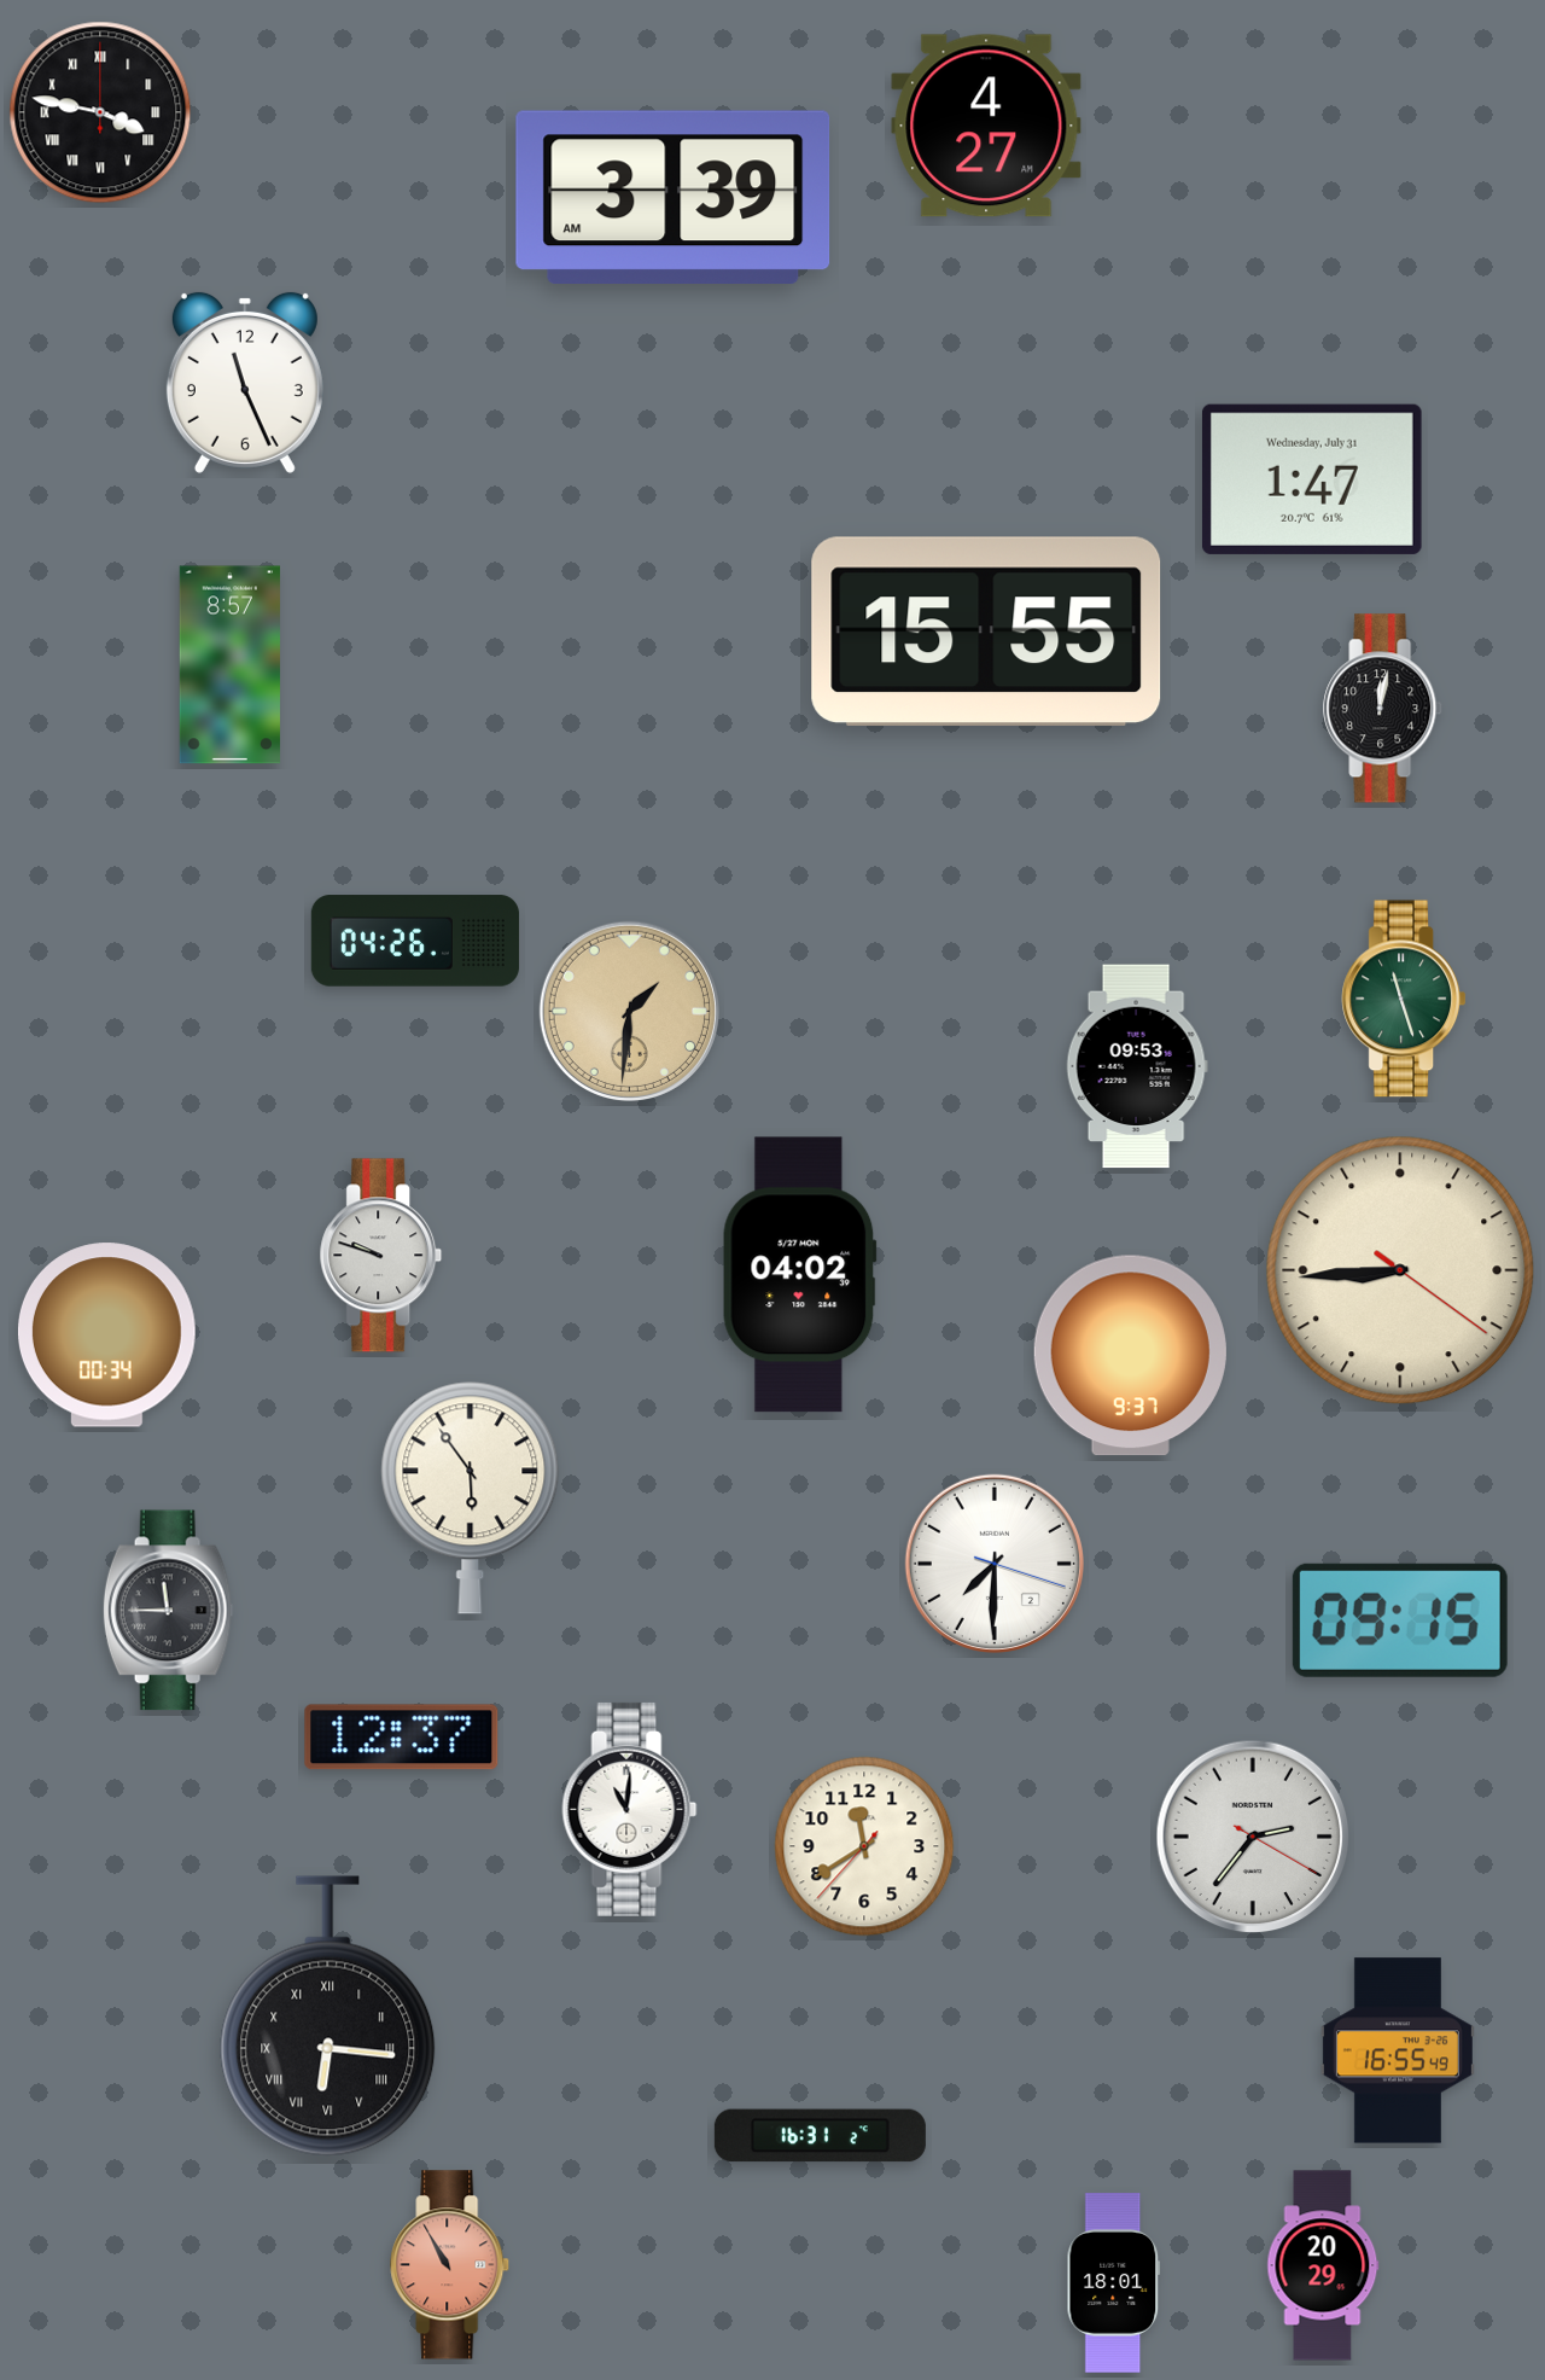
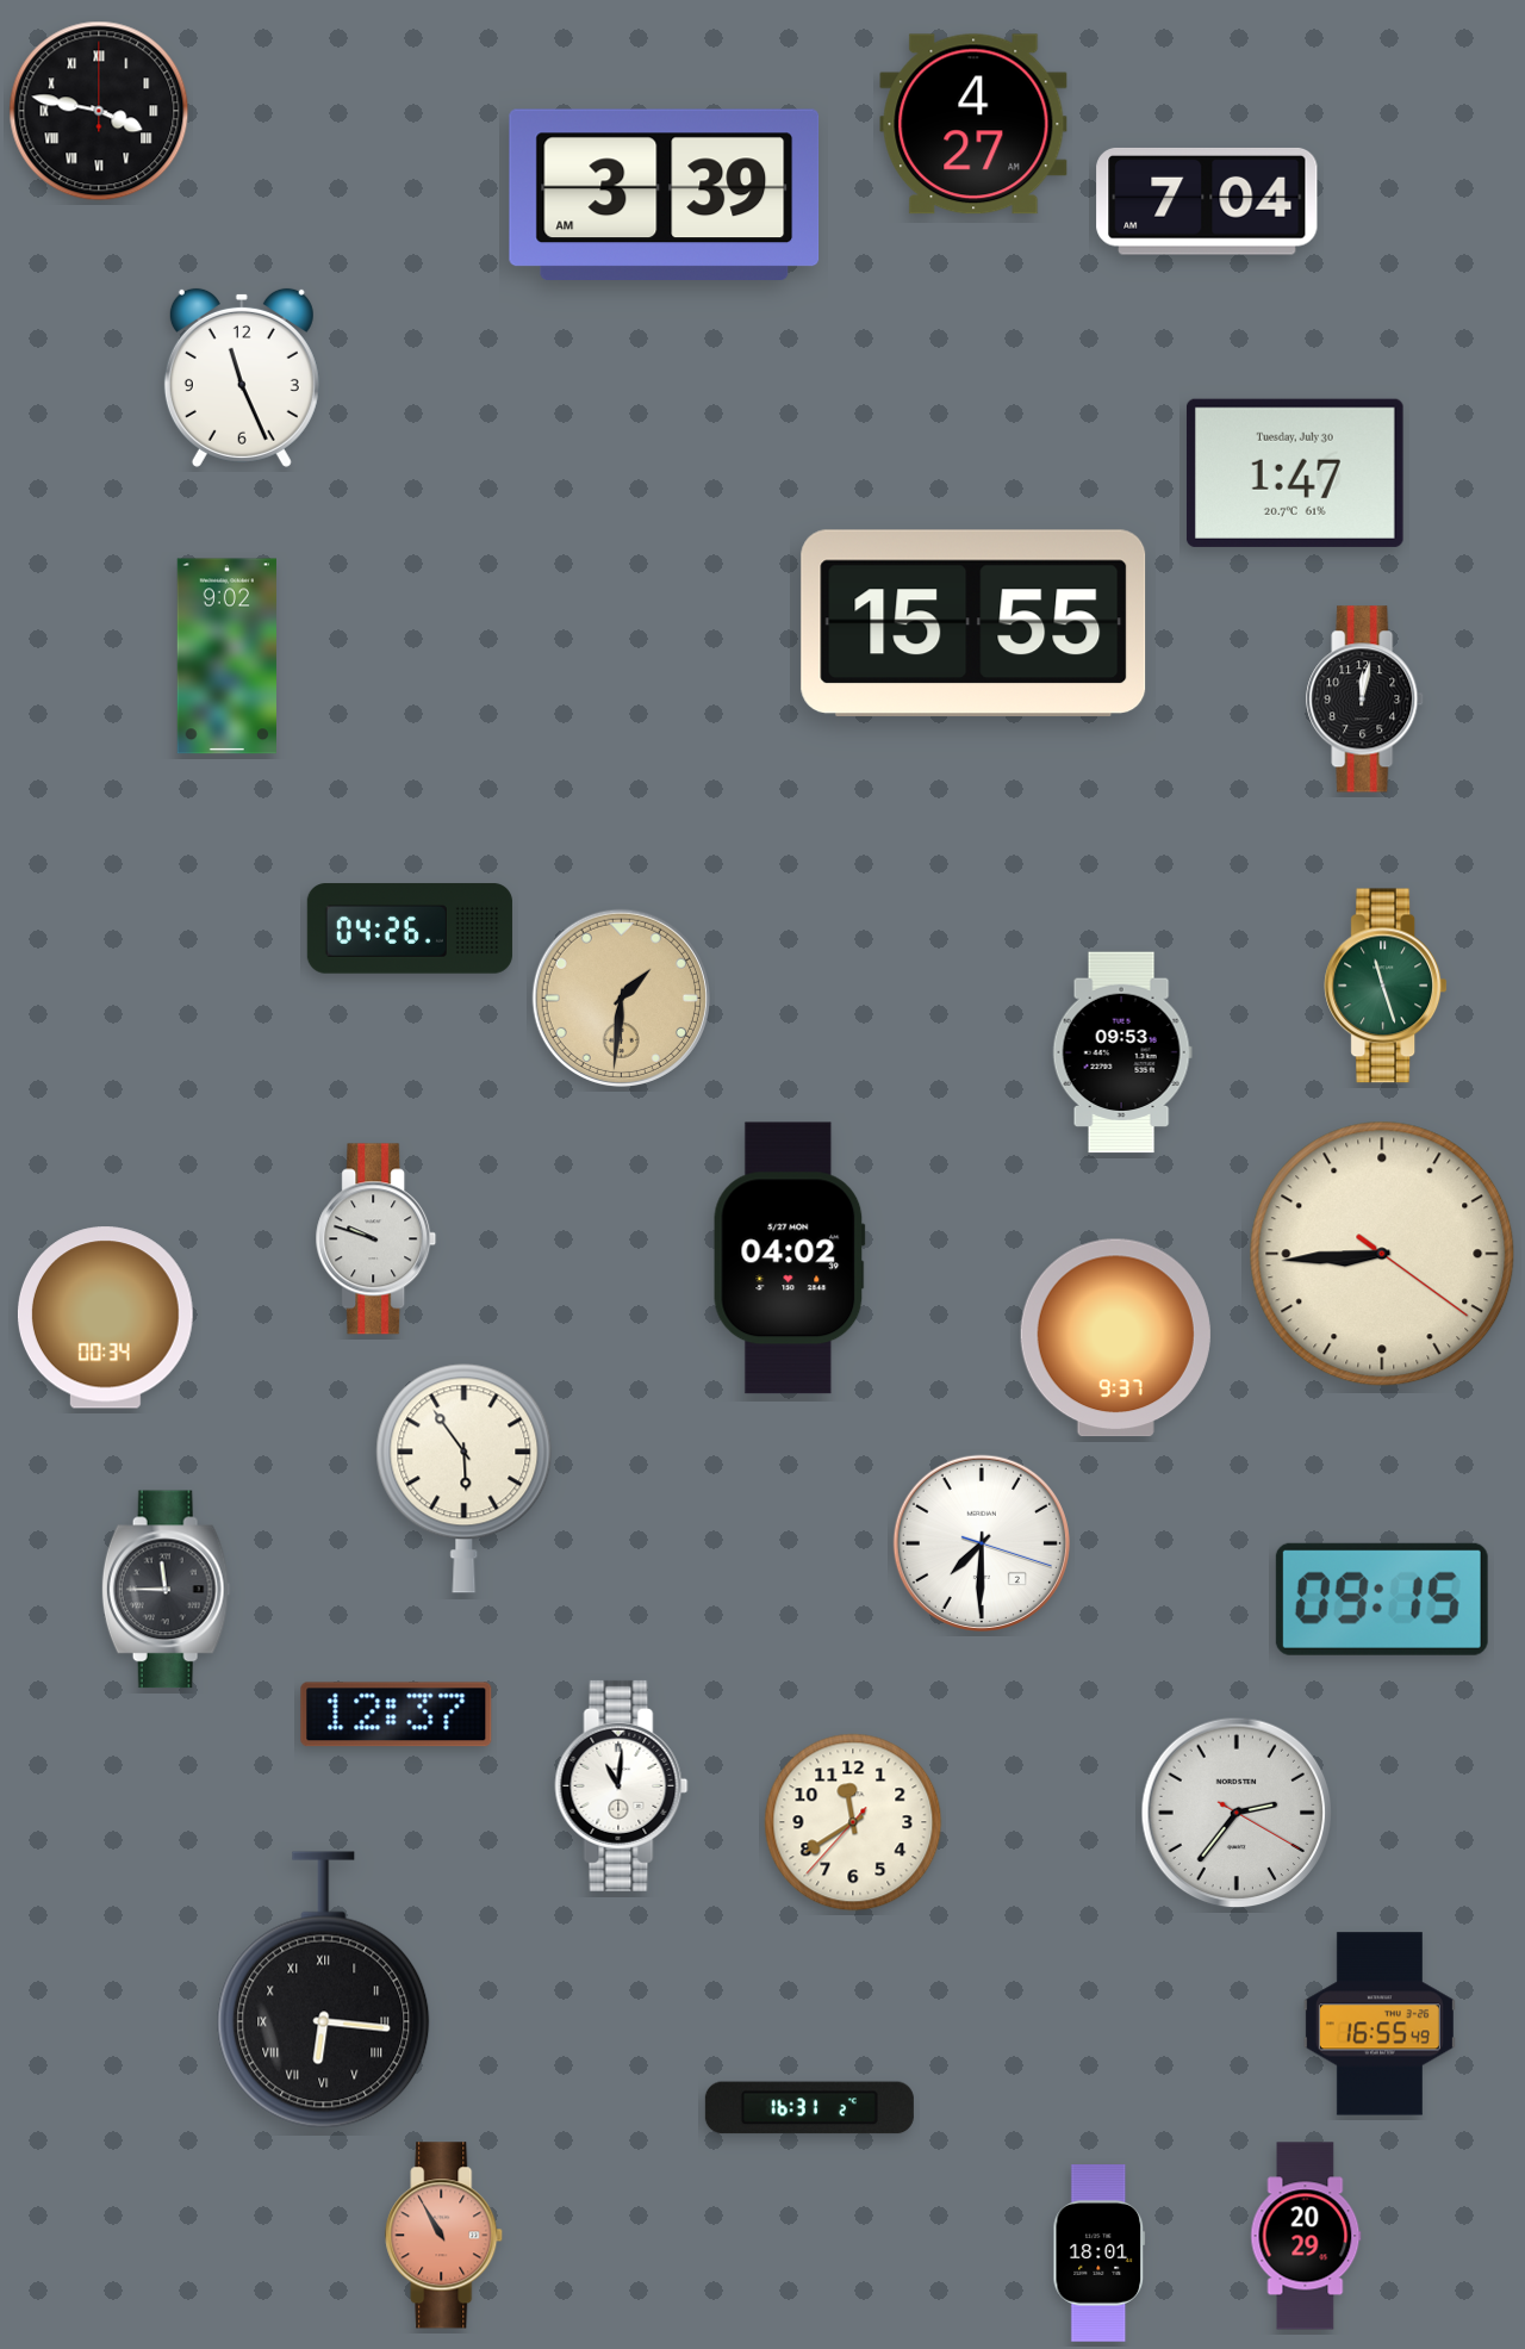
clock at (1207, 201): none -> 7:04
clock at (1312, 479) date: Wednesday, July 31 -> Tuesday, July 30
clock at (229, 665): 8:57 -> 9:02
